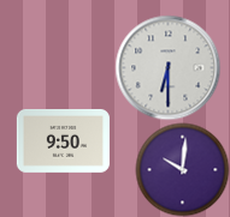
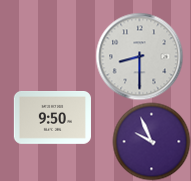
clock at (167, 67): 6:30 -> 8:30
clock at (182, 169): 10:01 -> 9:56
